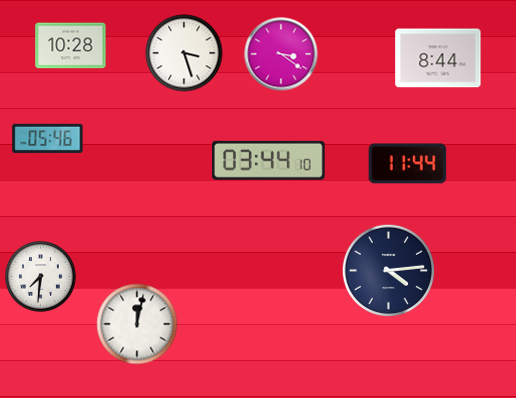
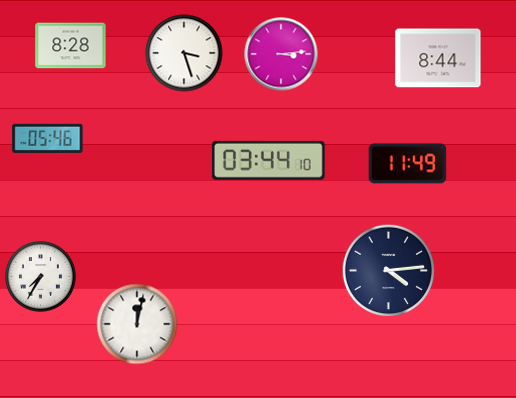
clock at (71, 46): 10:28 -> 8:28
clock at (281, 54): 3:21 -> 3:14
clock at (408, 164): 11:44 -> 11:49
clock at (41, 277): 7:31 -> 7:35
